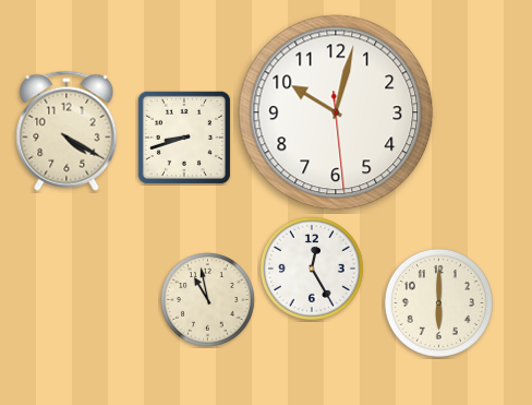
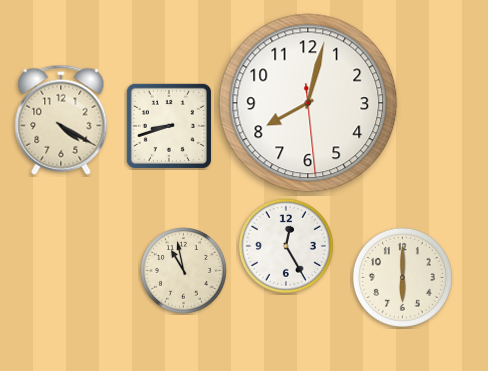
clock at (336, 112): 10:02 -> 8:02
clock at (208, 300) position: (208, 300) -> (184, 271)
